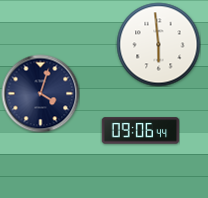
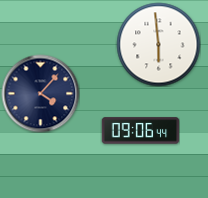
clock at (40, 93): 4:03 -> 4:07
